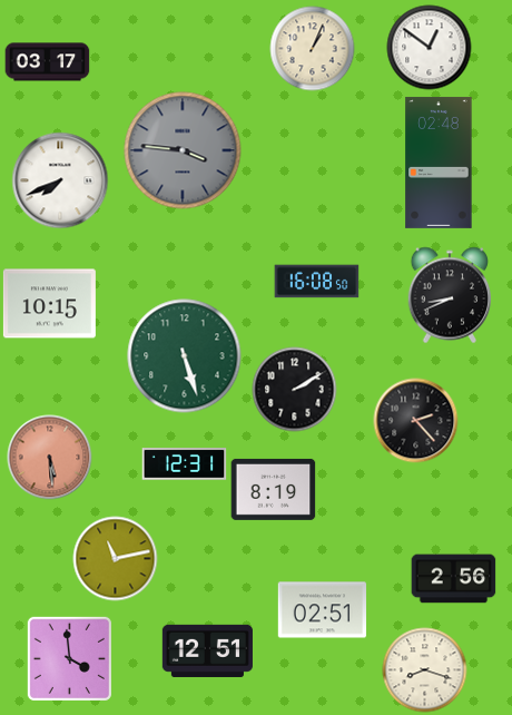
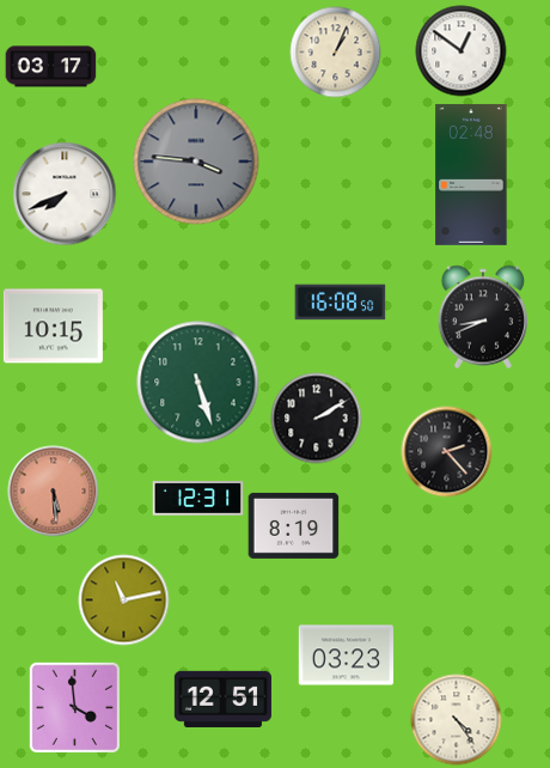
clock at (454, 579): 2:56 -> none
clock at (323, 610): 02:51 -> 03:23
clock at (425, 670): 8:18 -> 4:24
